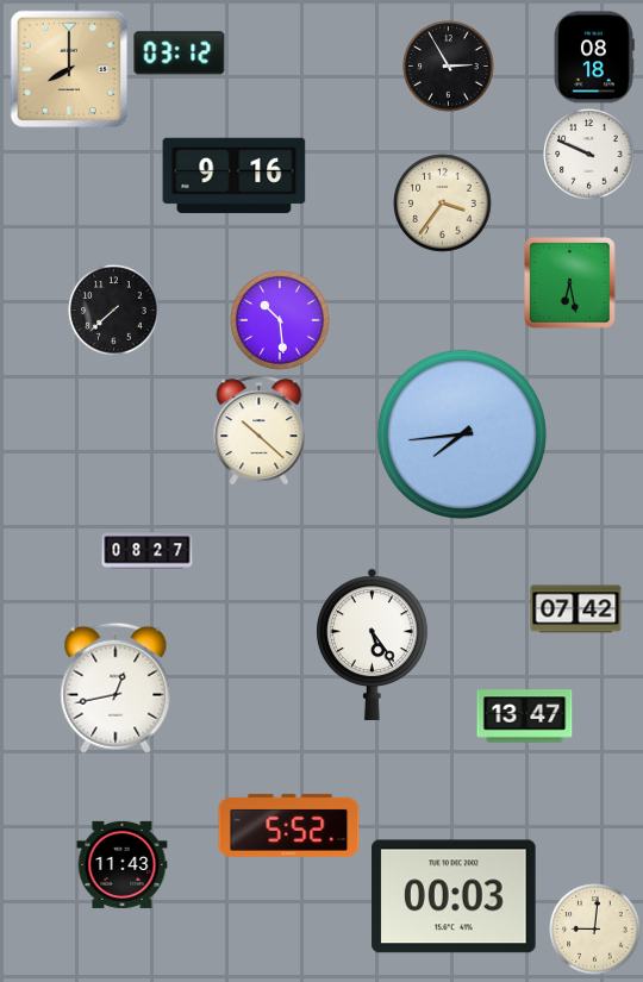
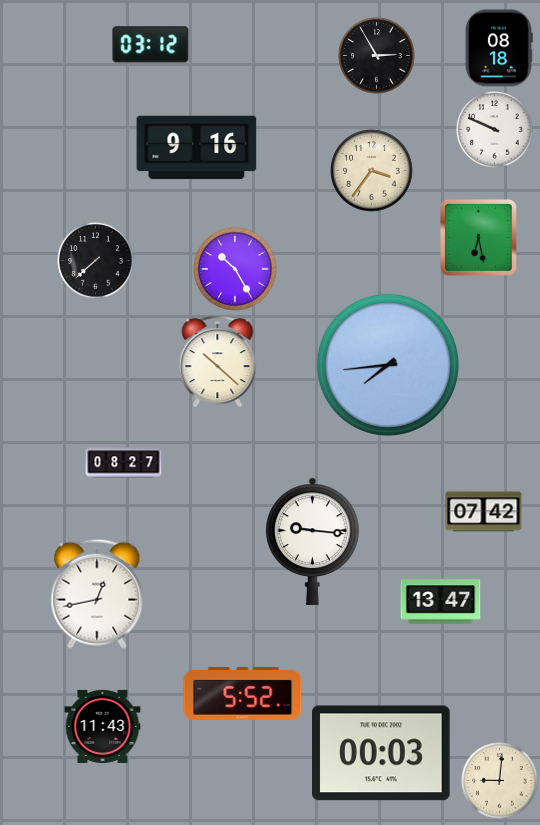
clock at (69, 69): 8:00 -> none
clock at (280, 320): 10:29 -> 10:25
clock at (373, 644): 5:24 -> 9:16
clock at (116, 688) position: (116, 688) -> (97, 594)
